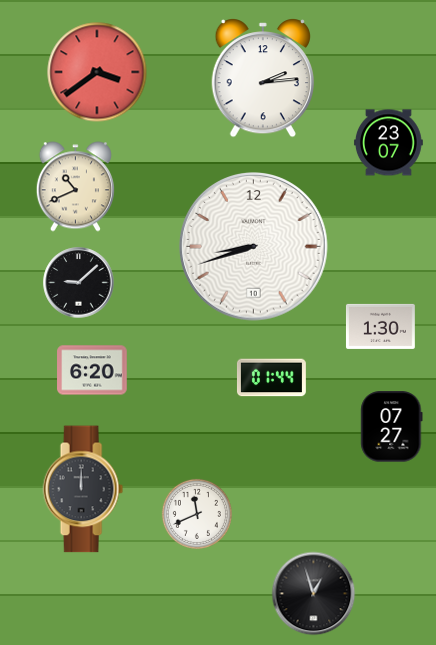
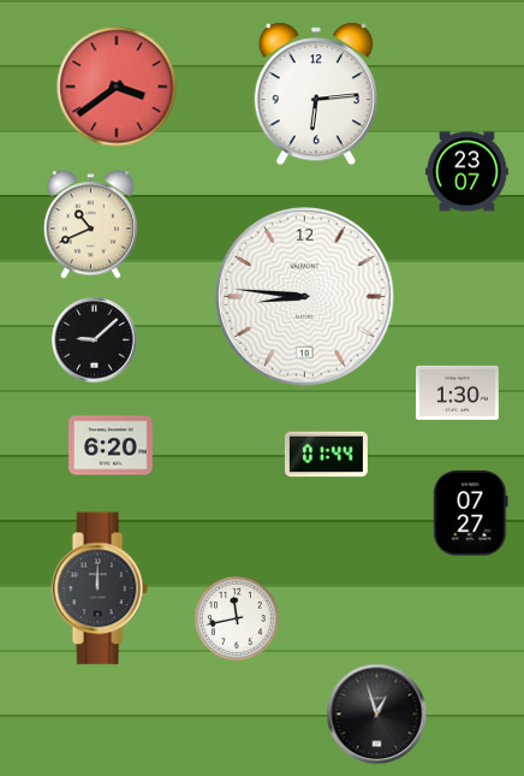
clock at (262, 79): 2:14 -> 6:14
clock at (254, 247): 8:42 -> 8:46
clock at (197, 514): 11:41 -> 11:43
